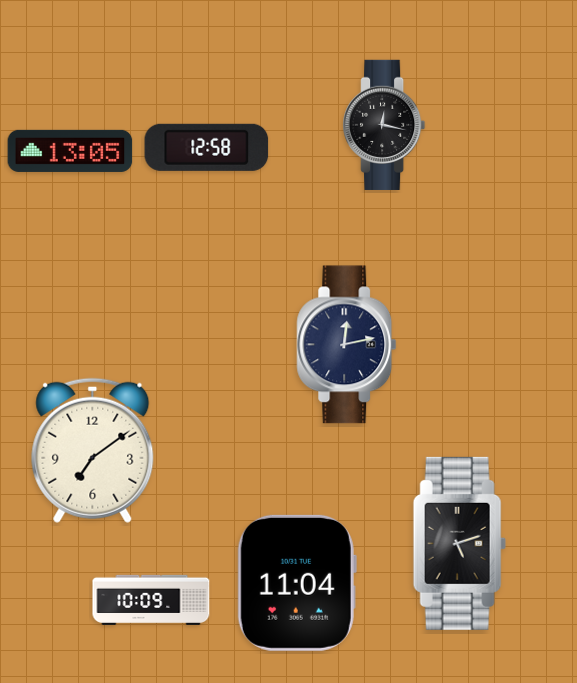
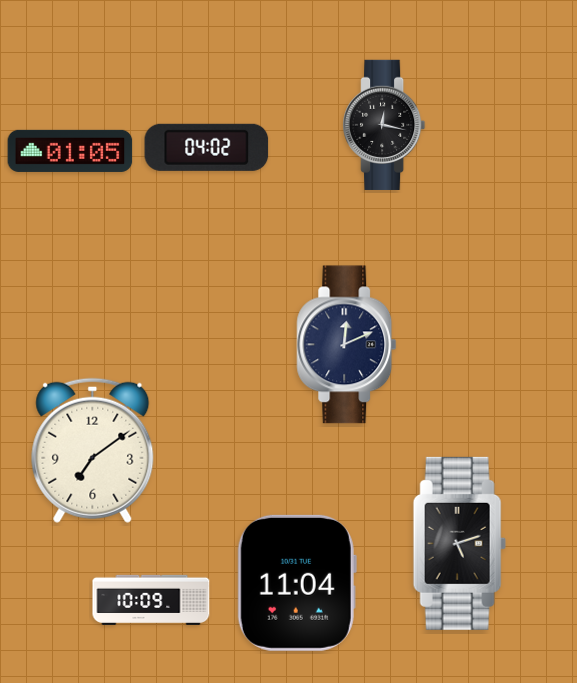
clock at (207, 147): 12:58 -> 04:02
clock at (70, 151): 13:05 -> 01:05
clock at (347, 345): 12:13 -> 12:11
